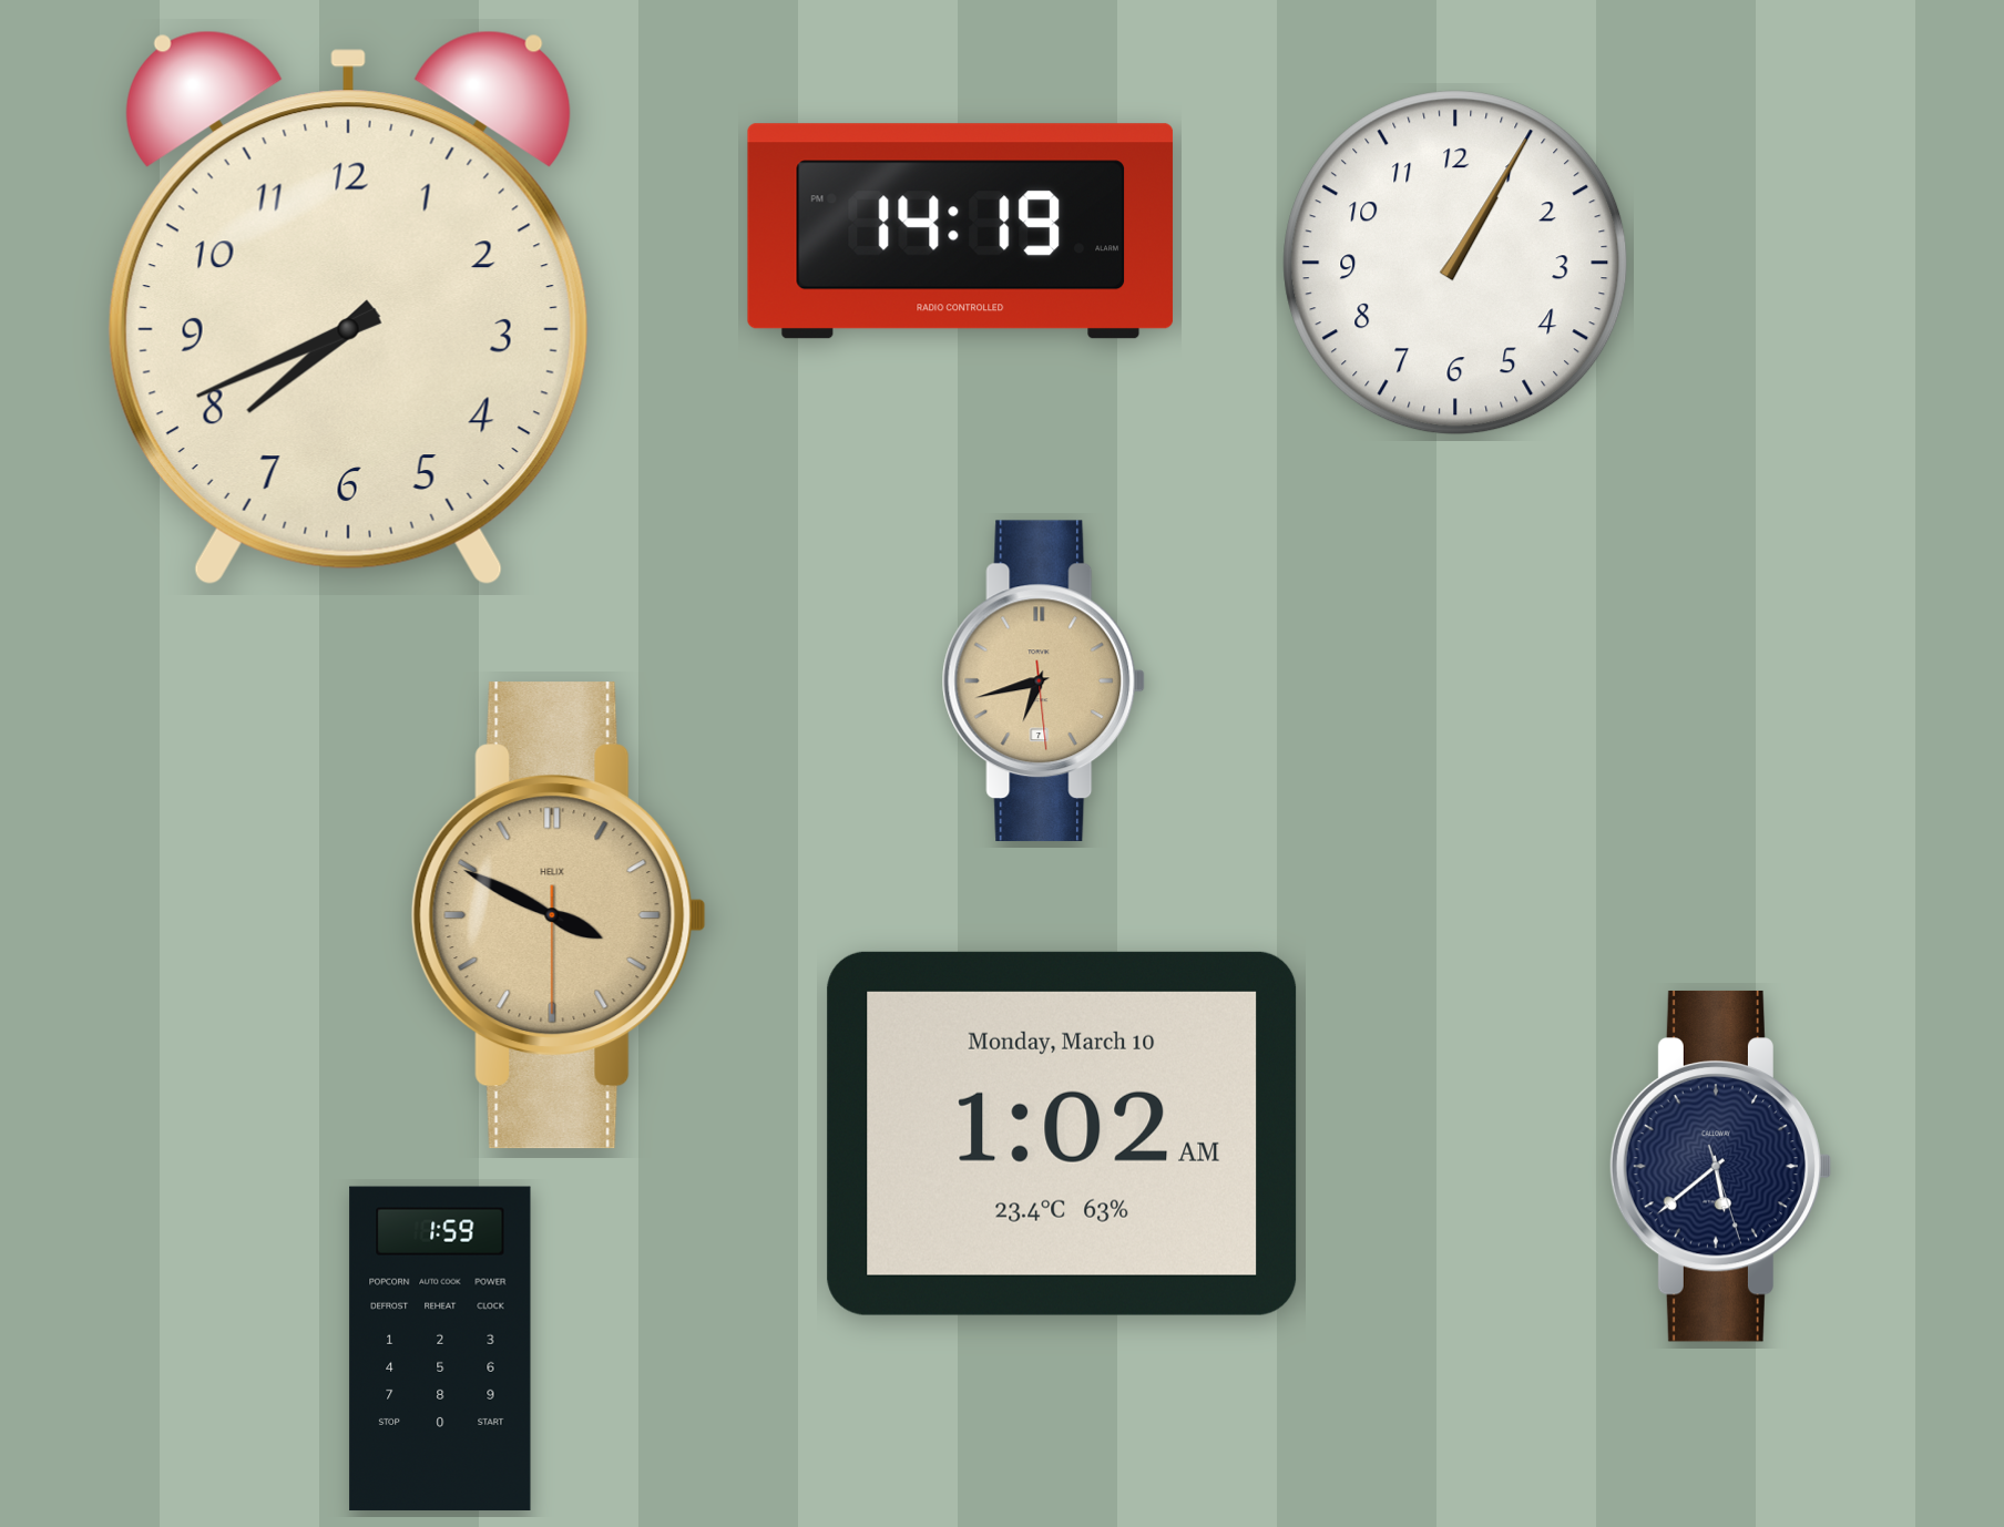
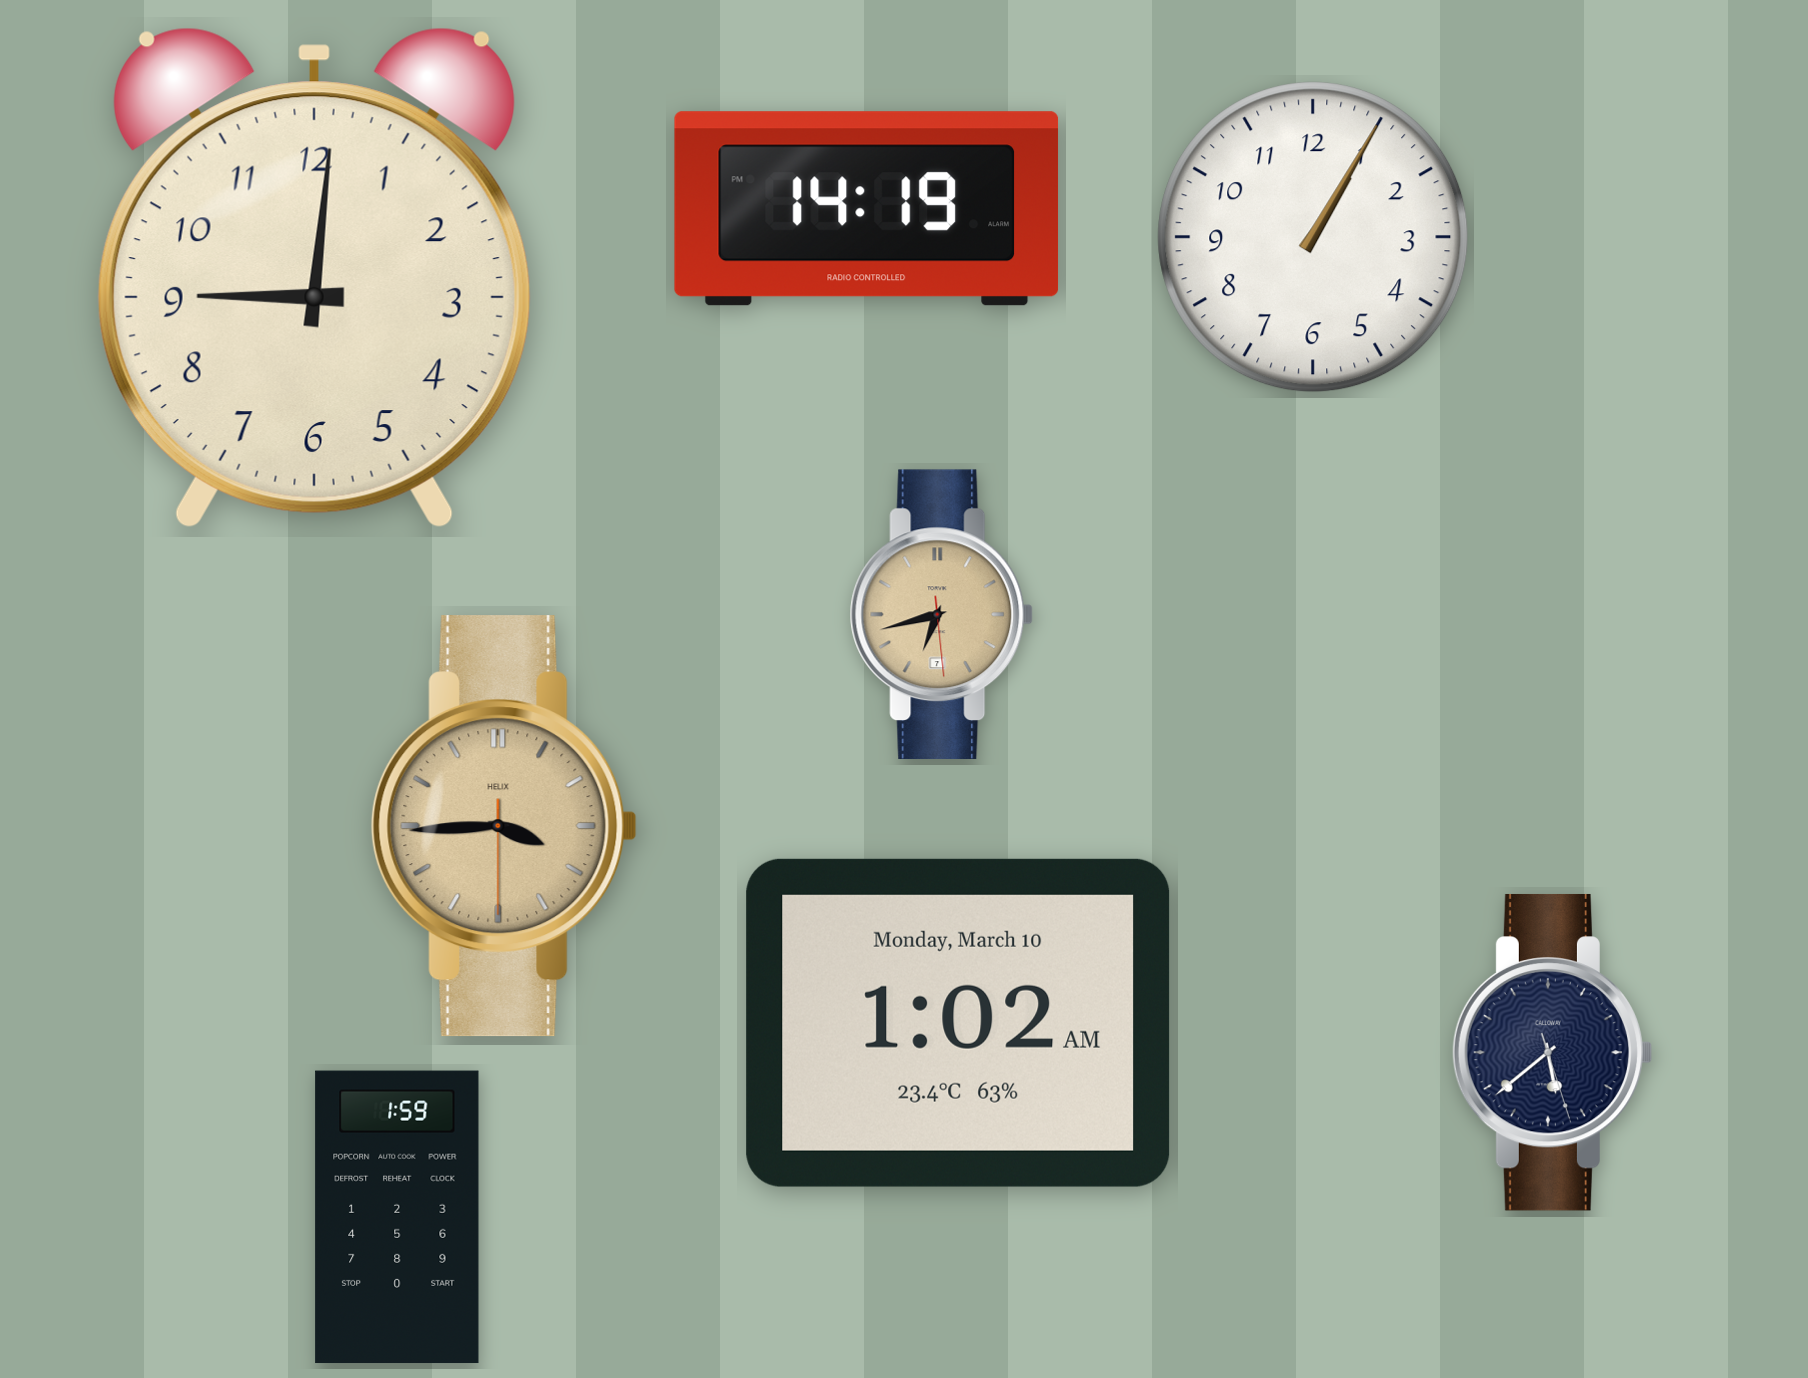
clock at (348, 307): 7:41 -> 9:01
clock at (559, 915): 3:49 -> 3:44
